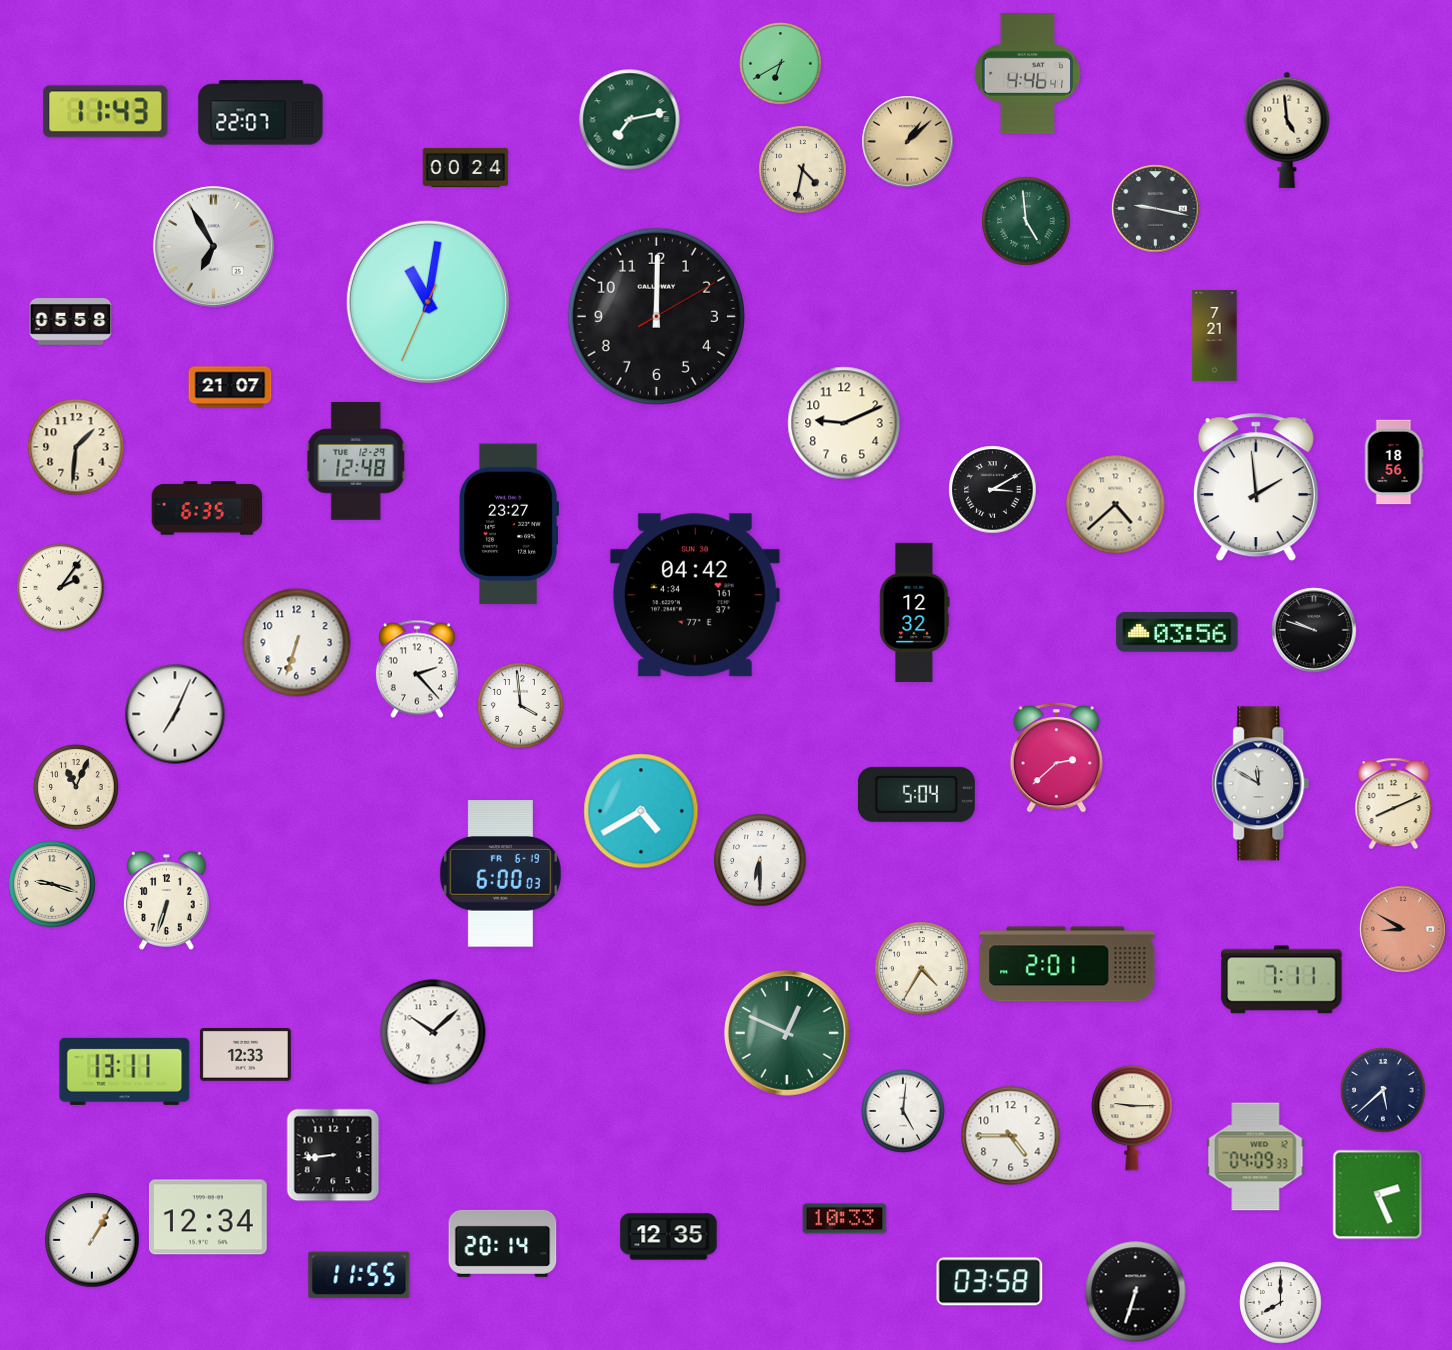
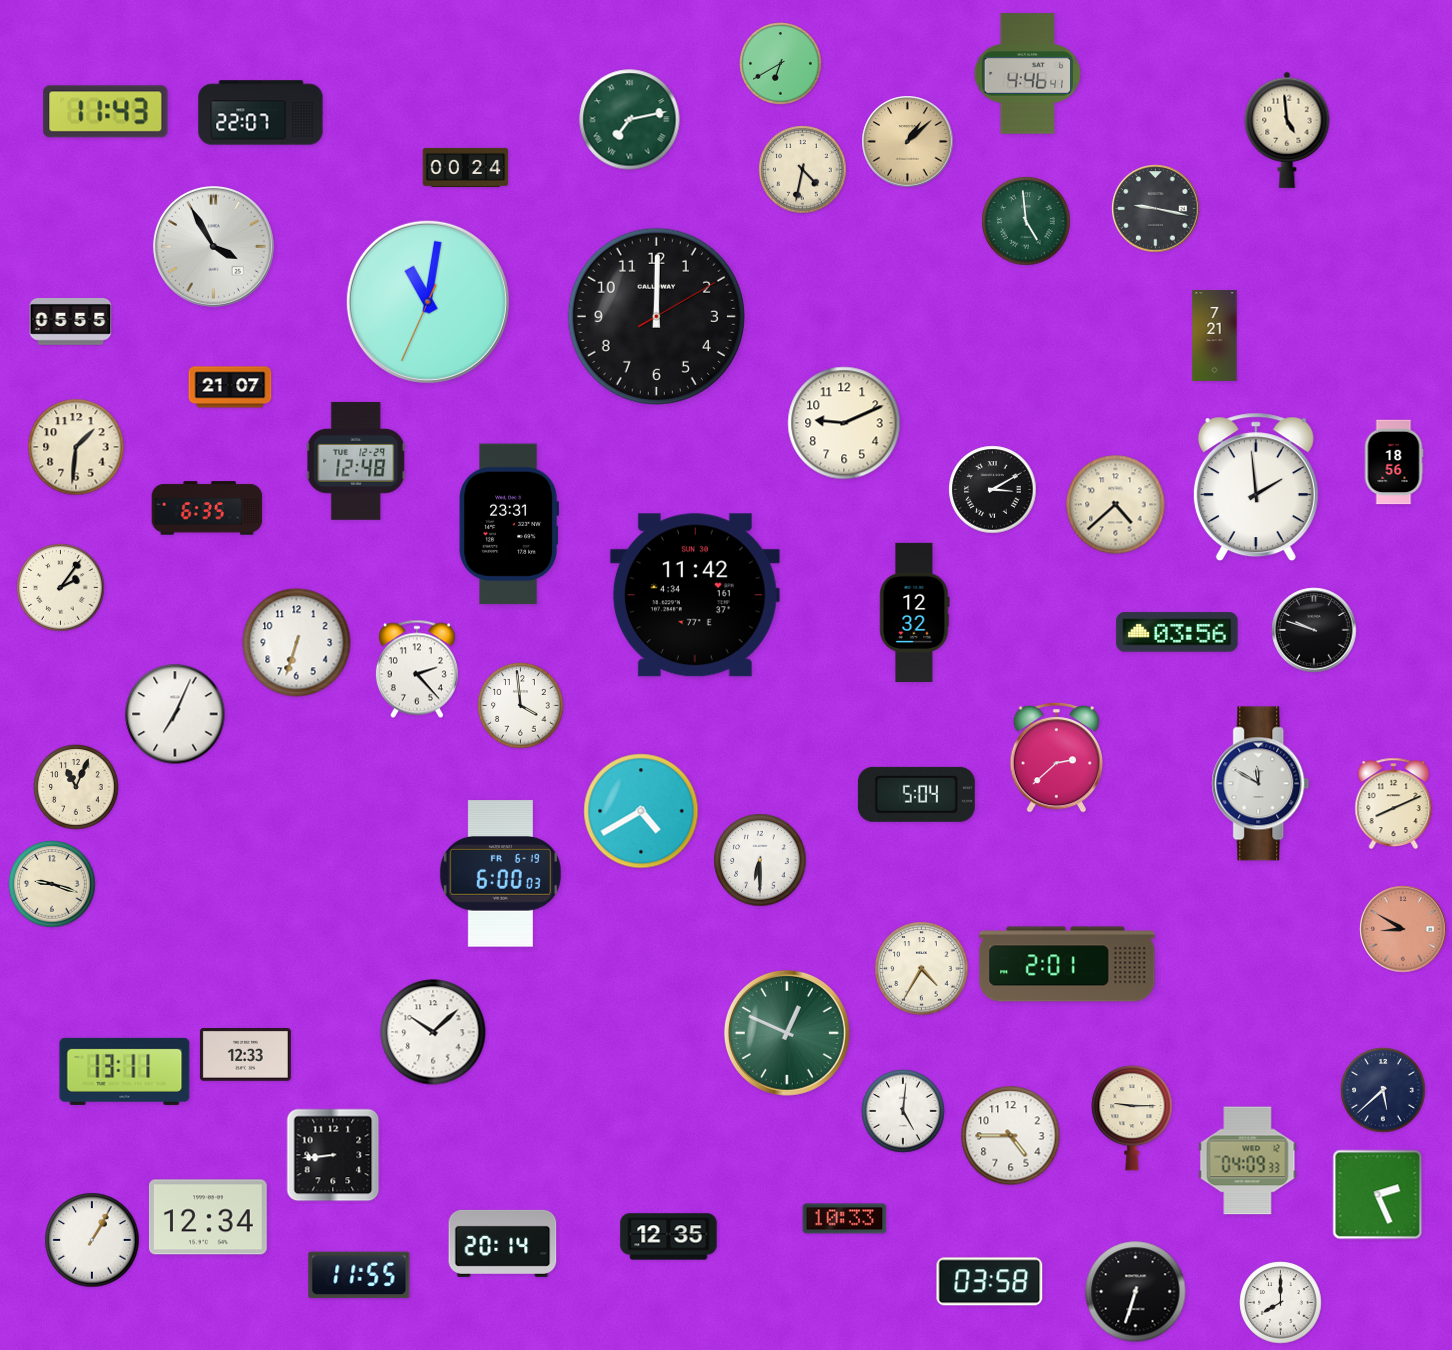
clock at (213, 246): 6:55 -> 3:55
clock at (71, 322): 05:58 -> 05:55
clock at (508, 524): 23:27 -> 23:31
clock at (695, 595): 04:42 -> 11:42
clock at (166, 901): 6:33 -> none
clock at (1282, 980): 7:11 -> none
clock at (1256, 1157) position: (1256, 1157) -> (1248, 1161)
